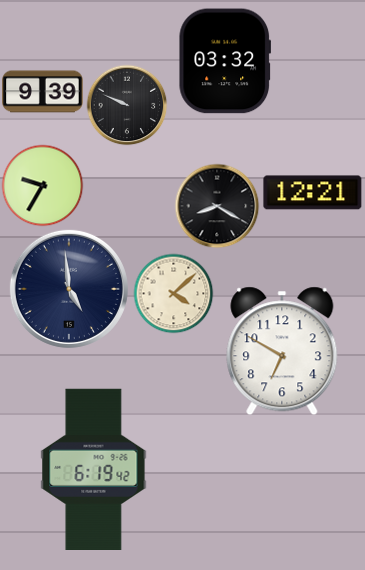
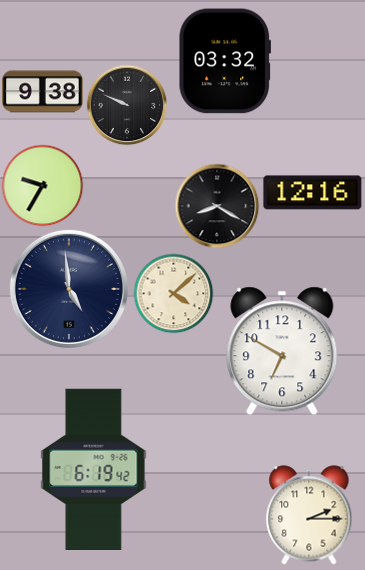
clock at (43, 92): 9:39 -> 9:38
clock at (313, 193): 12:21 -> 12:16
clock at (309, 515): none -> 2:15
